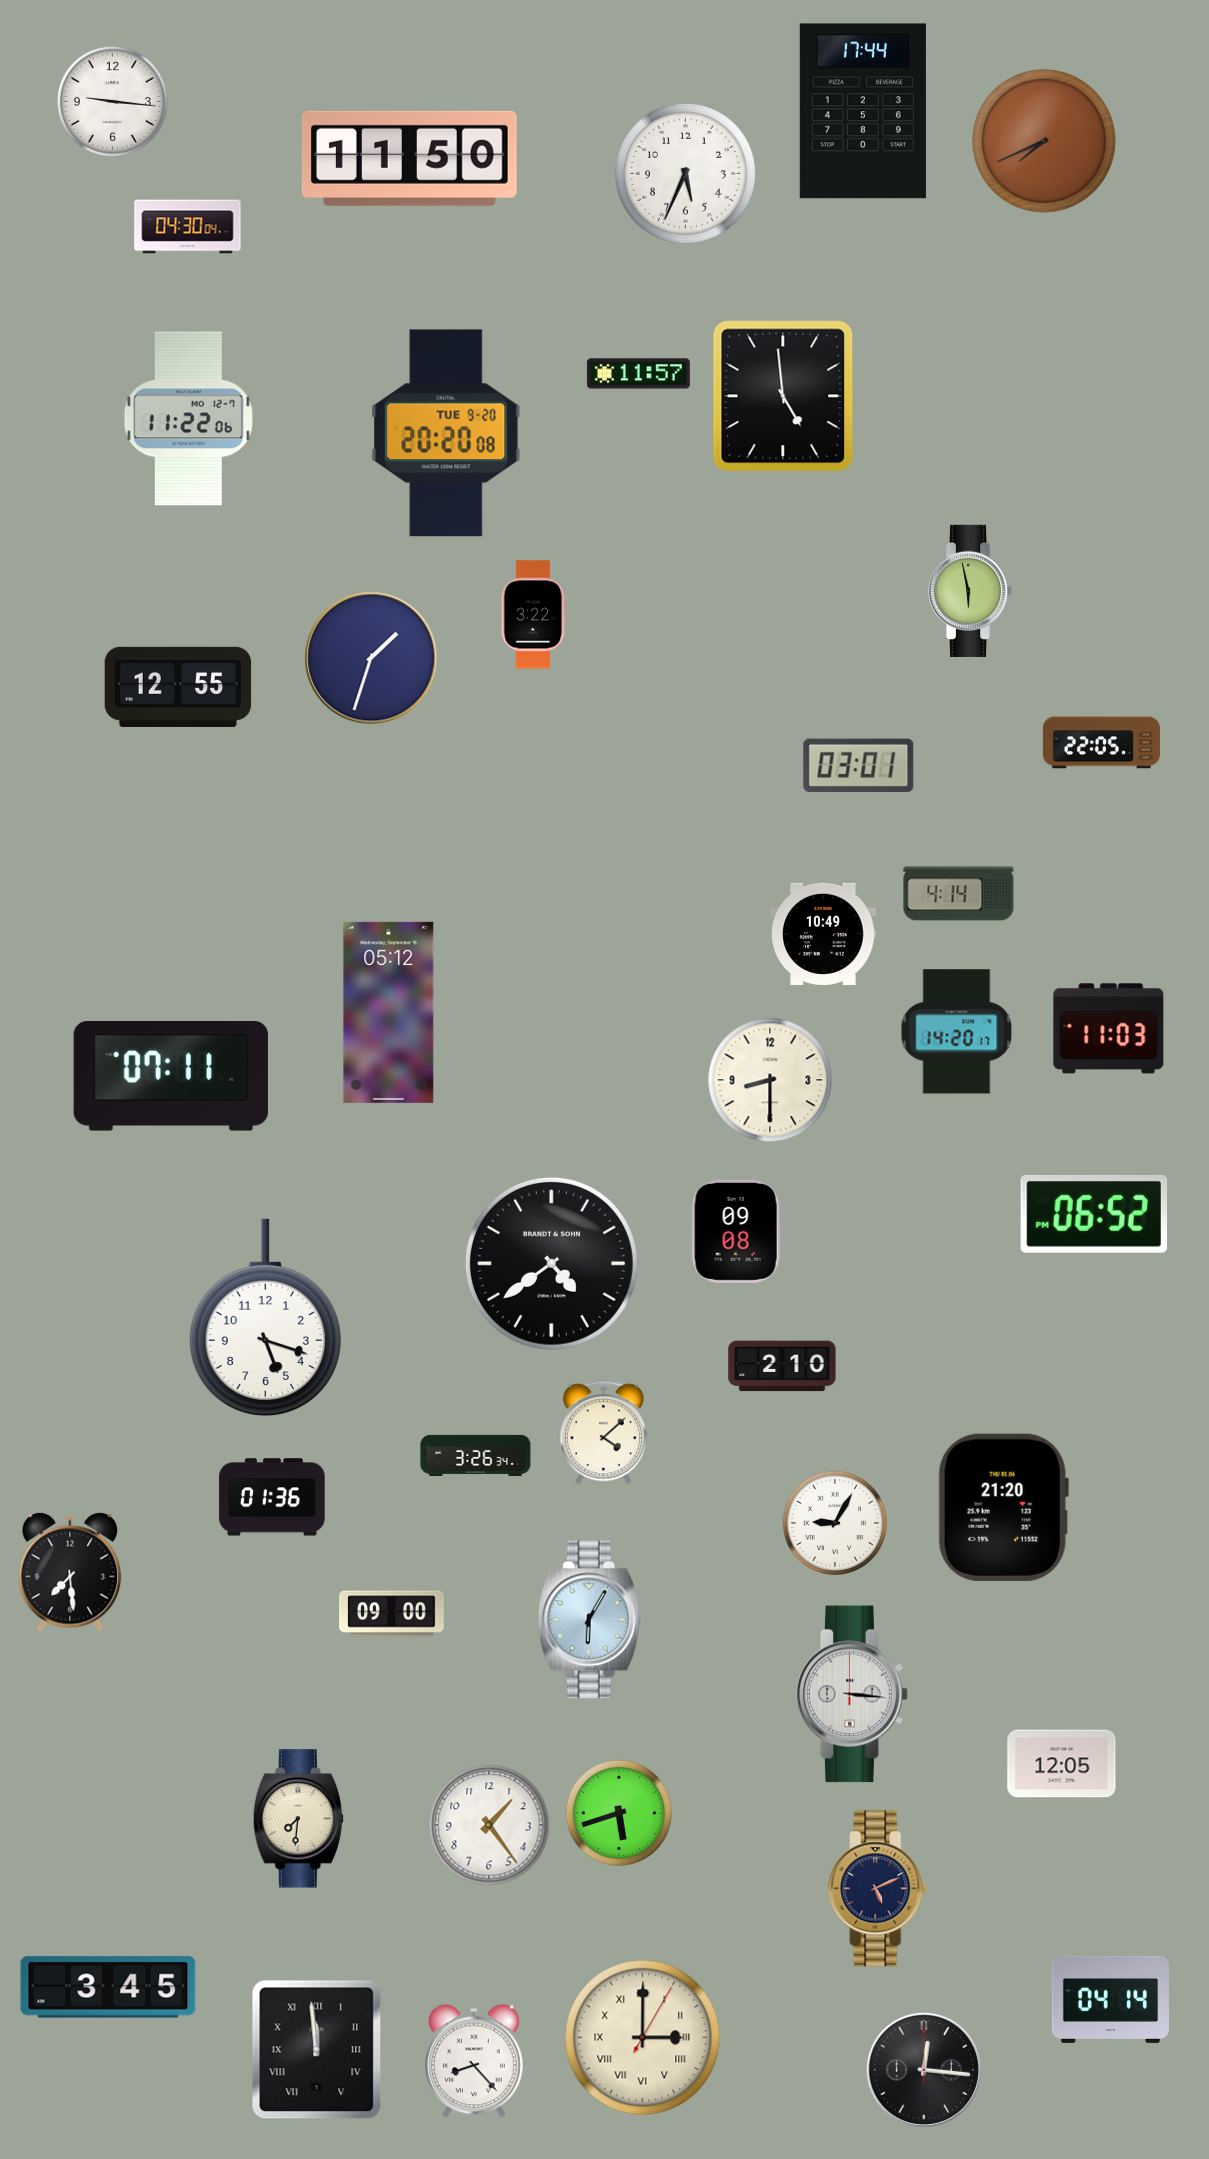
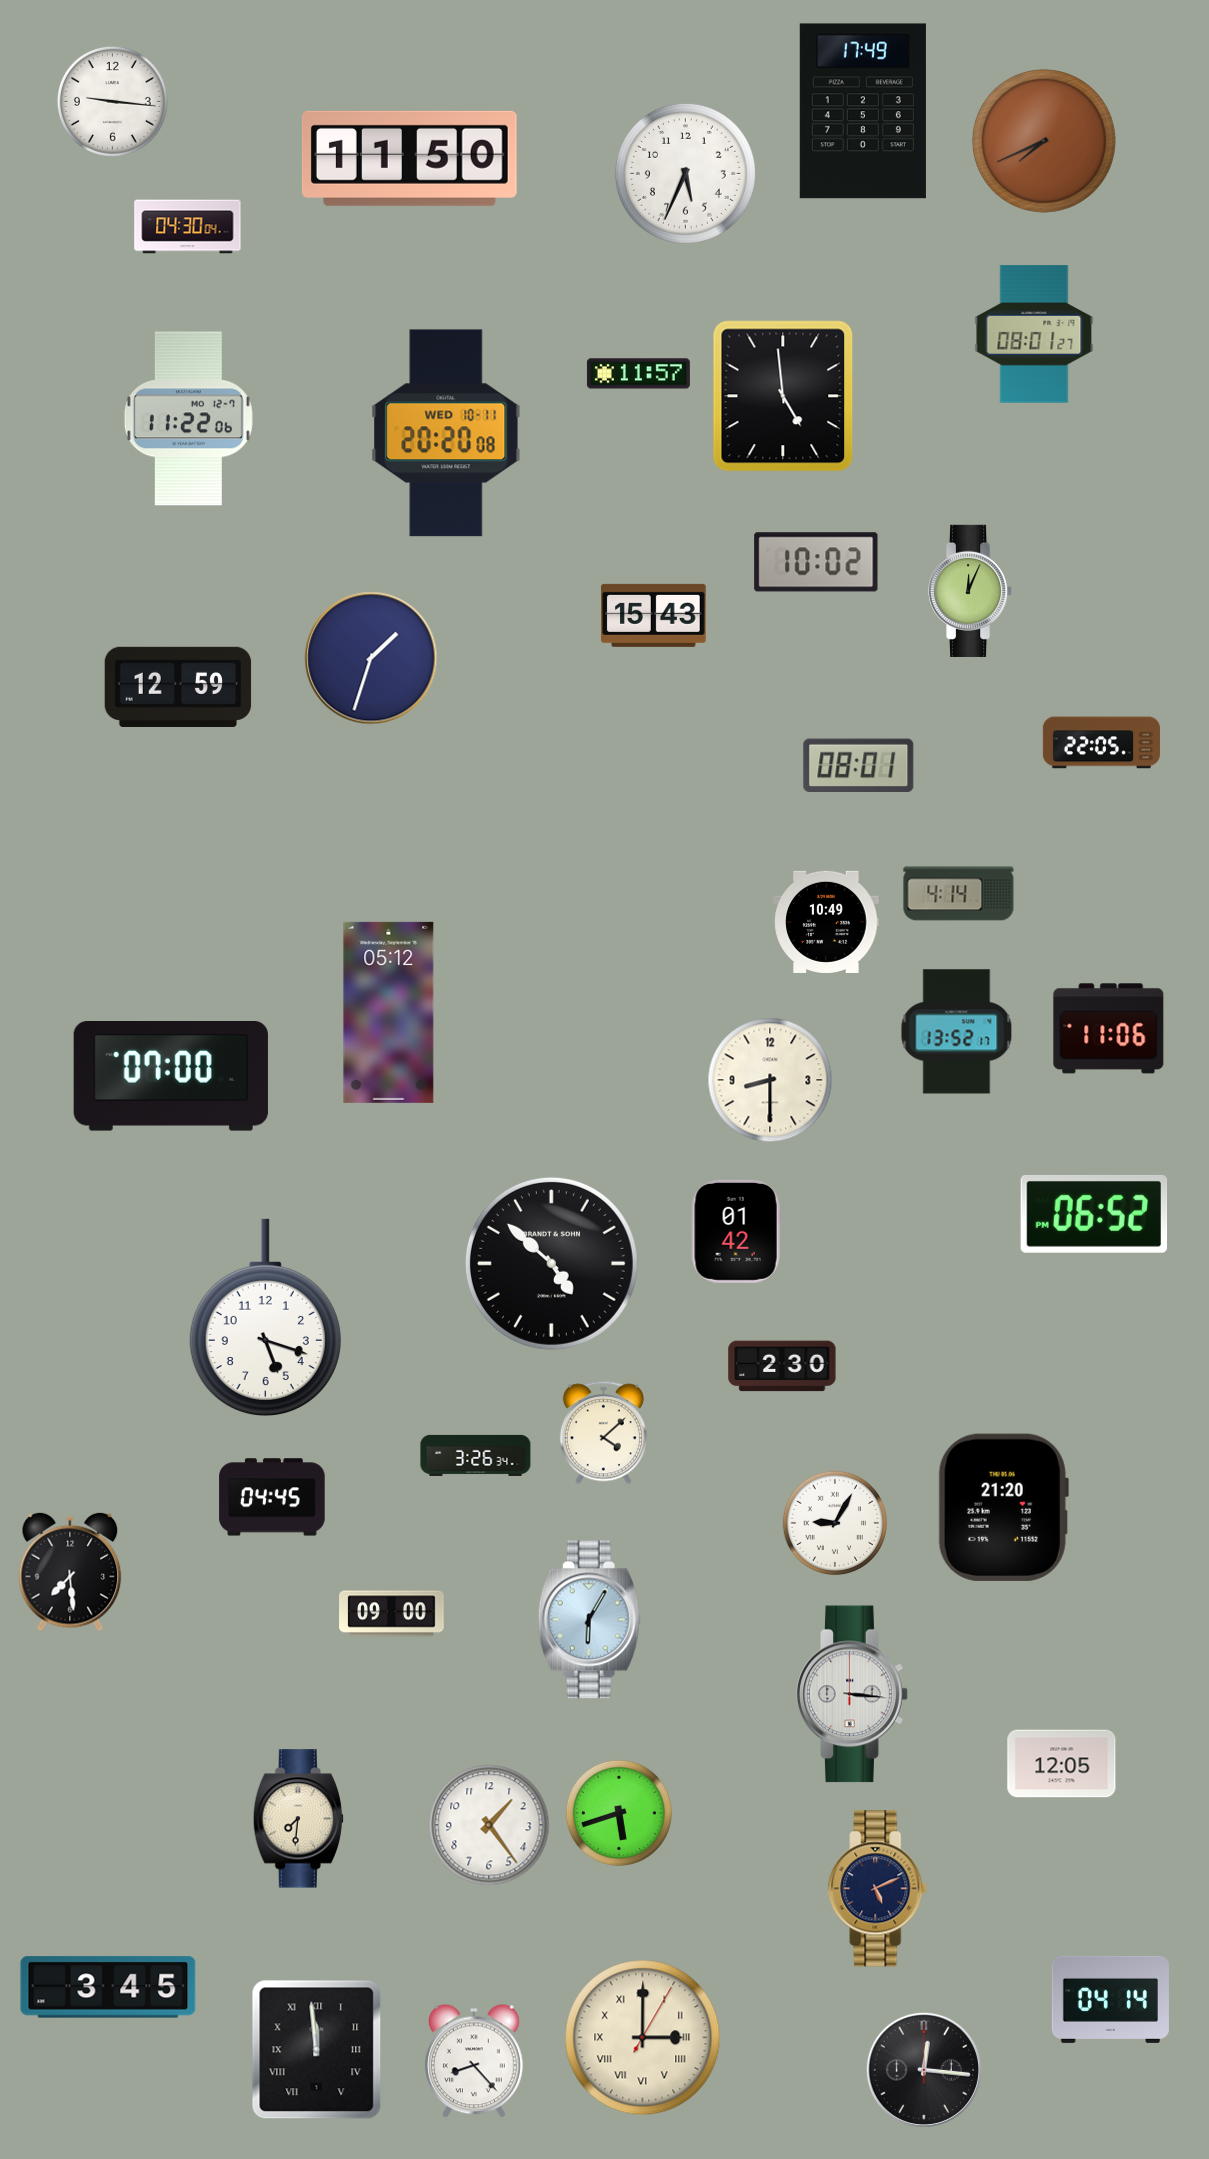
clock at (863, 111): 17:44 -> 17:49
clock at (1034, 334): none -> 08:01
clock at (446, 433) date: TUE 9-20 -> WED 10-11
clock at (816, 562): none -> 10:02
clock at (971, 591): 5:58 -> 12:04
clock at (533, 615): 3:22 -> none
clock at (654, 615): none -> 15:43
clock at (178, 687): 12:55 -> 12:59
clock at (859, 765): 03:01 -> 08:01
clock at (823, 934) position: (823, 934) -> (826, 922)
clock at (1109, 1029): 11:03 -> 11:06
clock at (957, 1032): 14:20 -> 13:52
clock at (171, 1077): 07:11 -> 07:00
clock at (736, 1231): 09:08 -> 01:42
clock at (551, 1263): 4:39 -> 4:52
clock at (782, 1366): 2:10 -> 2:30
clock at (272, 1497): 01:36 -> 04:45
